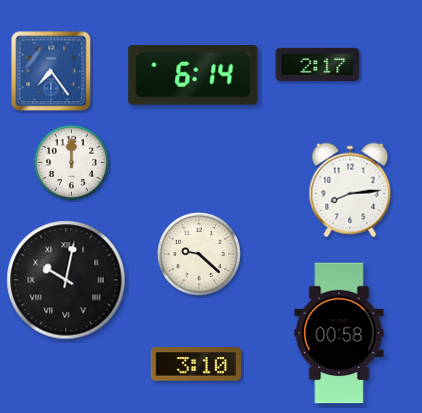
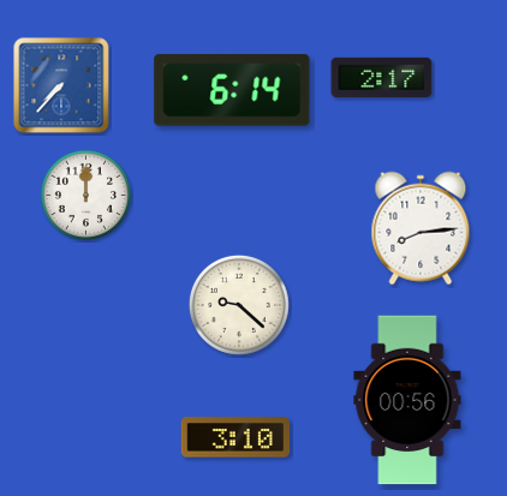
clock at (51, 71): 7:24 -> 7:37
clock at (66, 280): 10:02 -> none
clock at (339, 333): 00:58 -> 00:56
